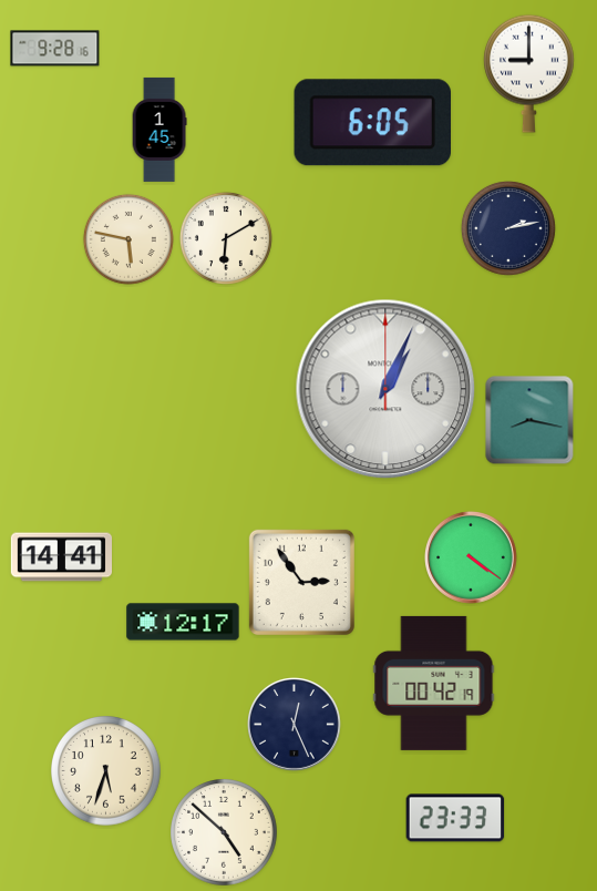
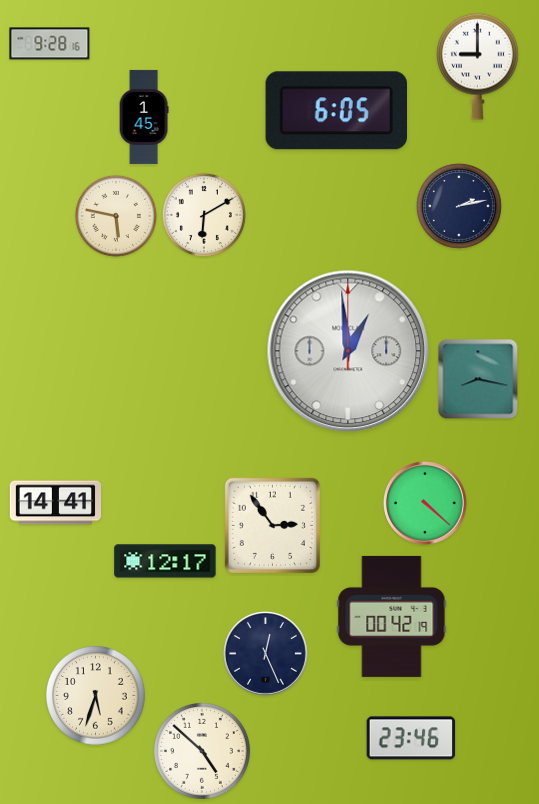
clock at (385, 389): 1:04 -> 12:59
clock at (472, 559): 4:21 -> 4:22
clock at (455, 818): 23:33 -> 23:46
